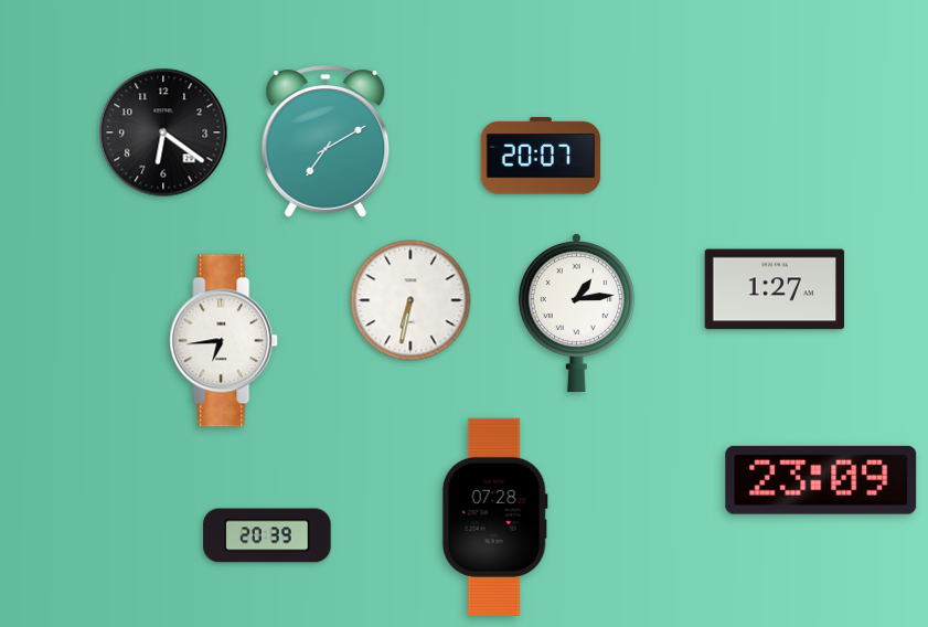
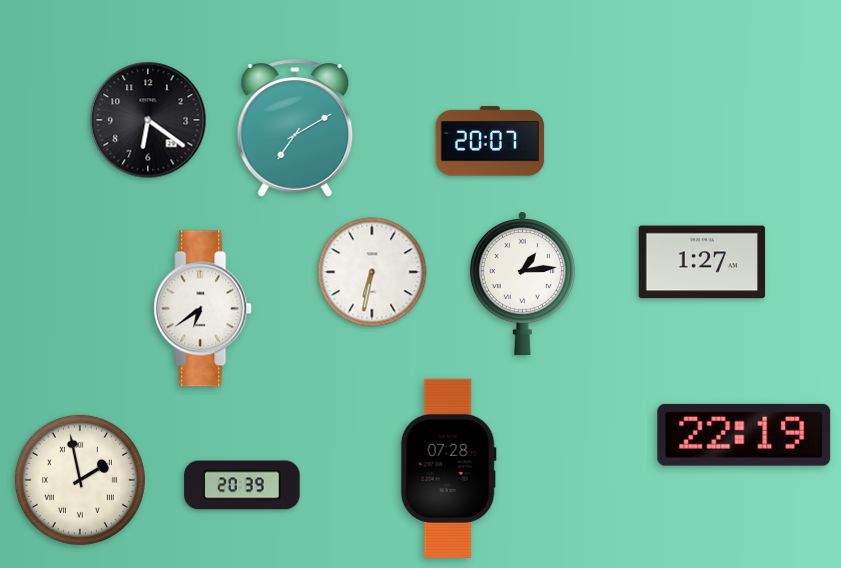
clock at (224, 341): 6:44 -> 6:39
clock at (821, 480): 23:09 -> 22:19
clock at (80, 480): none -> 1:58
